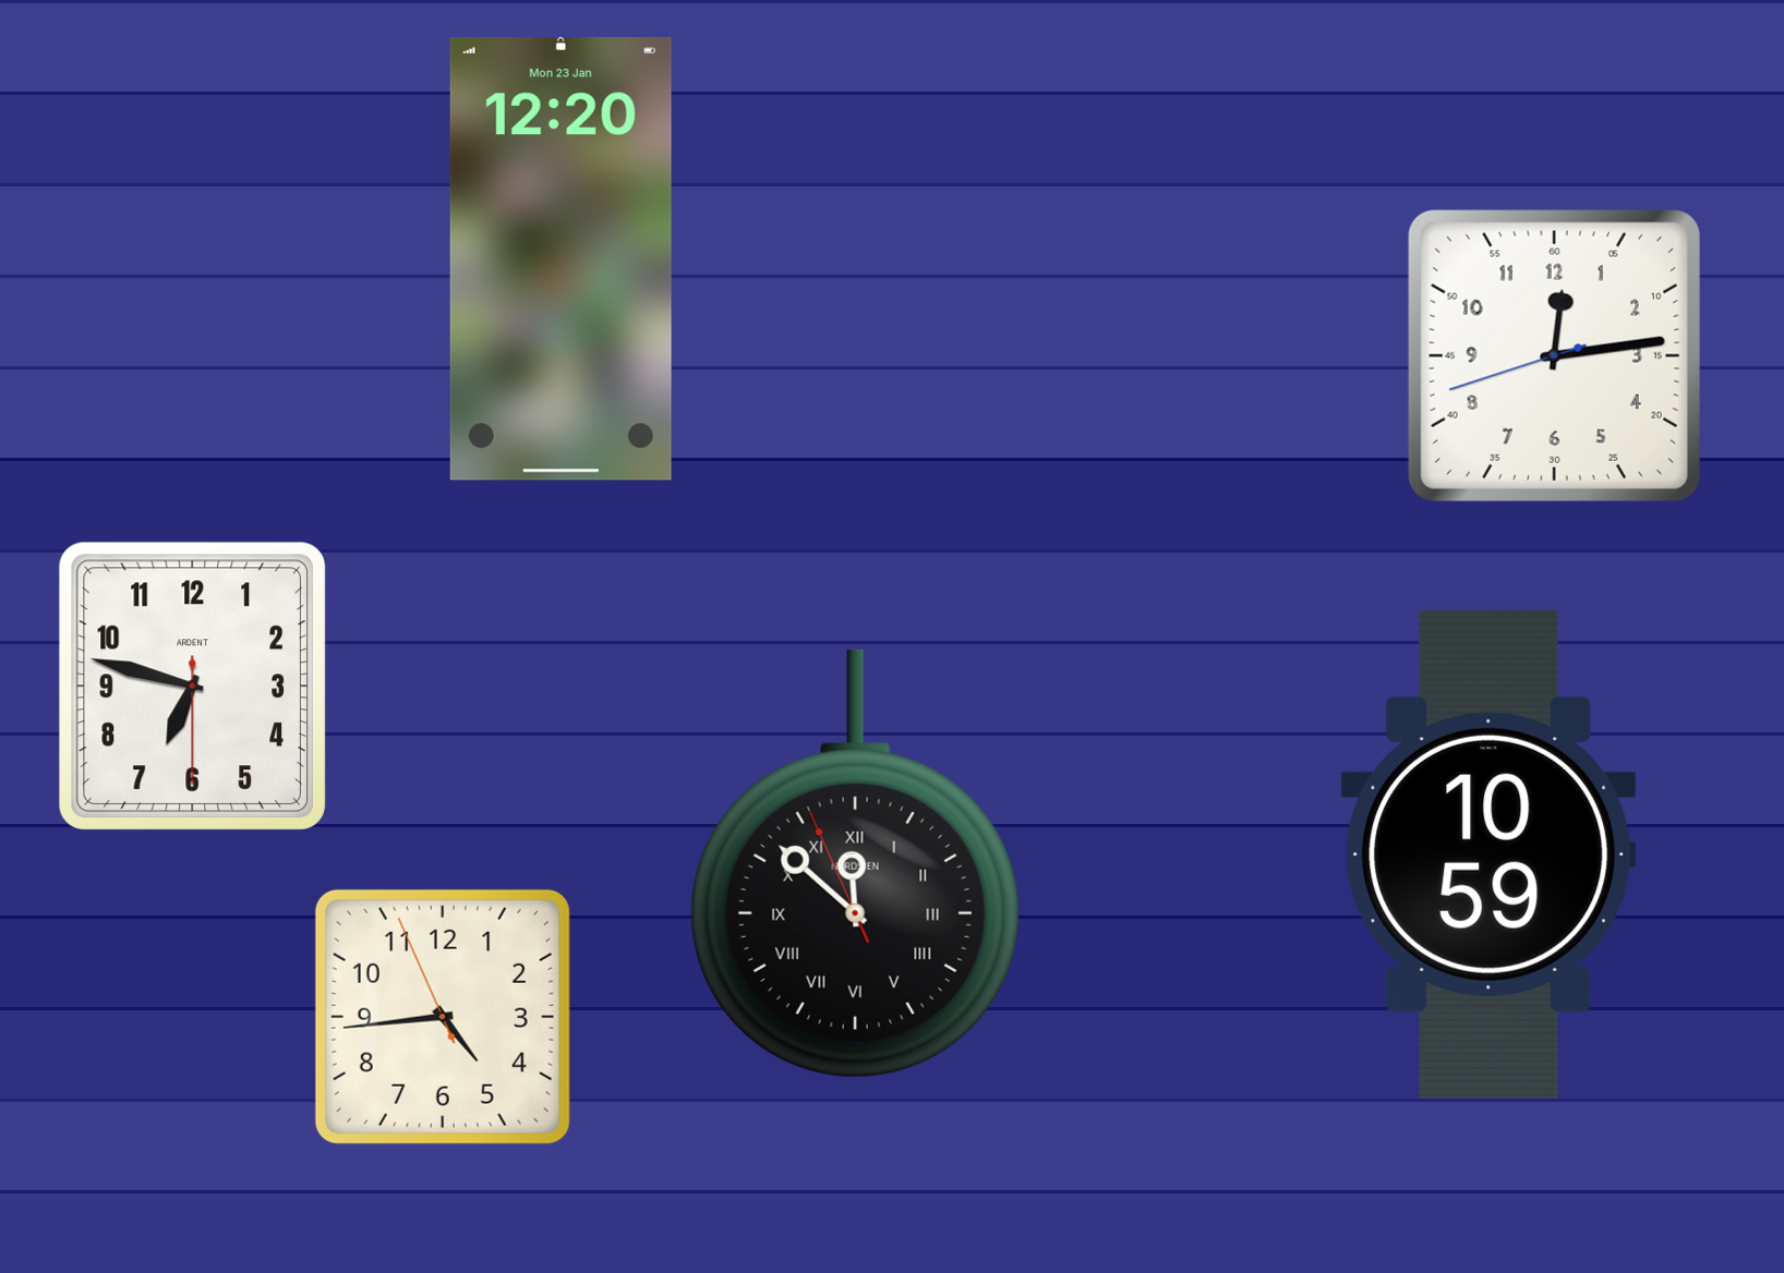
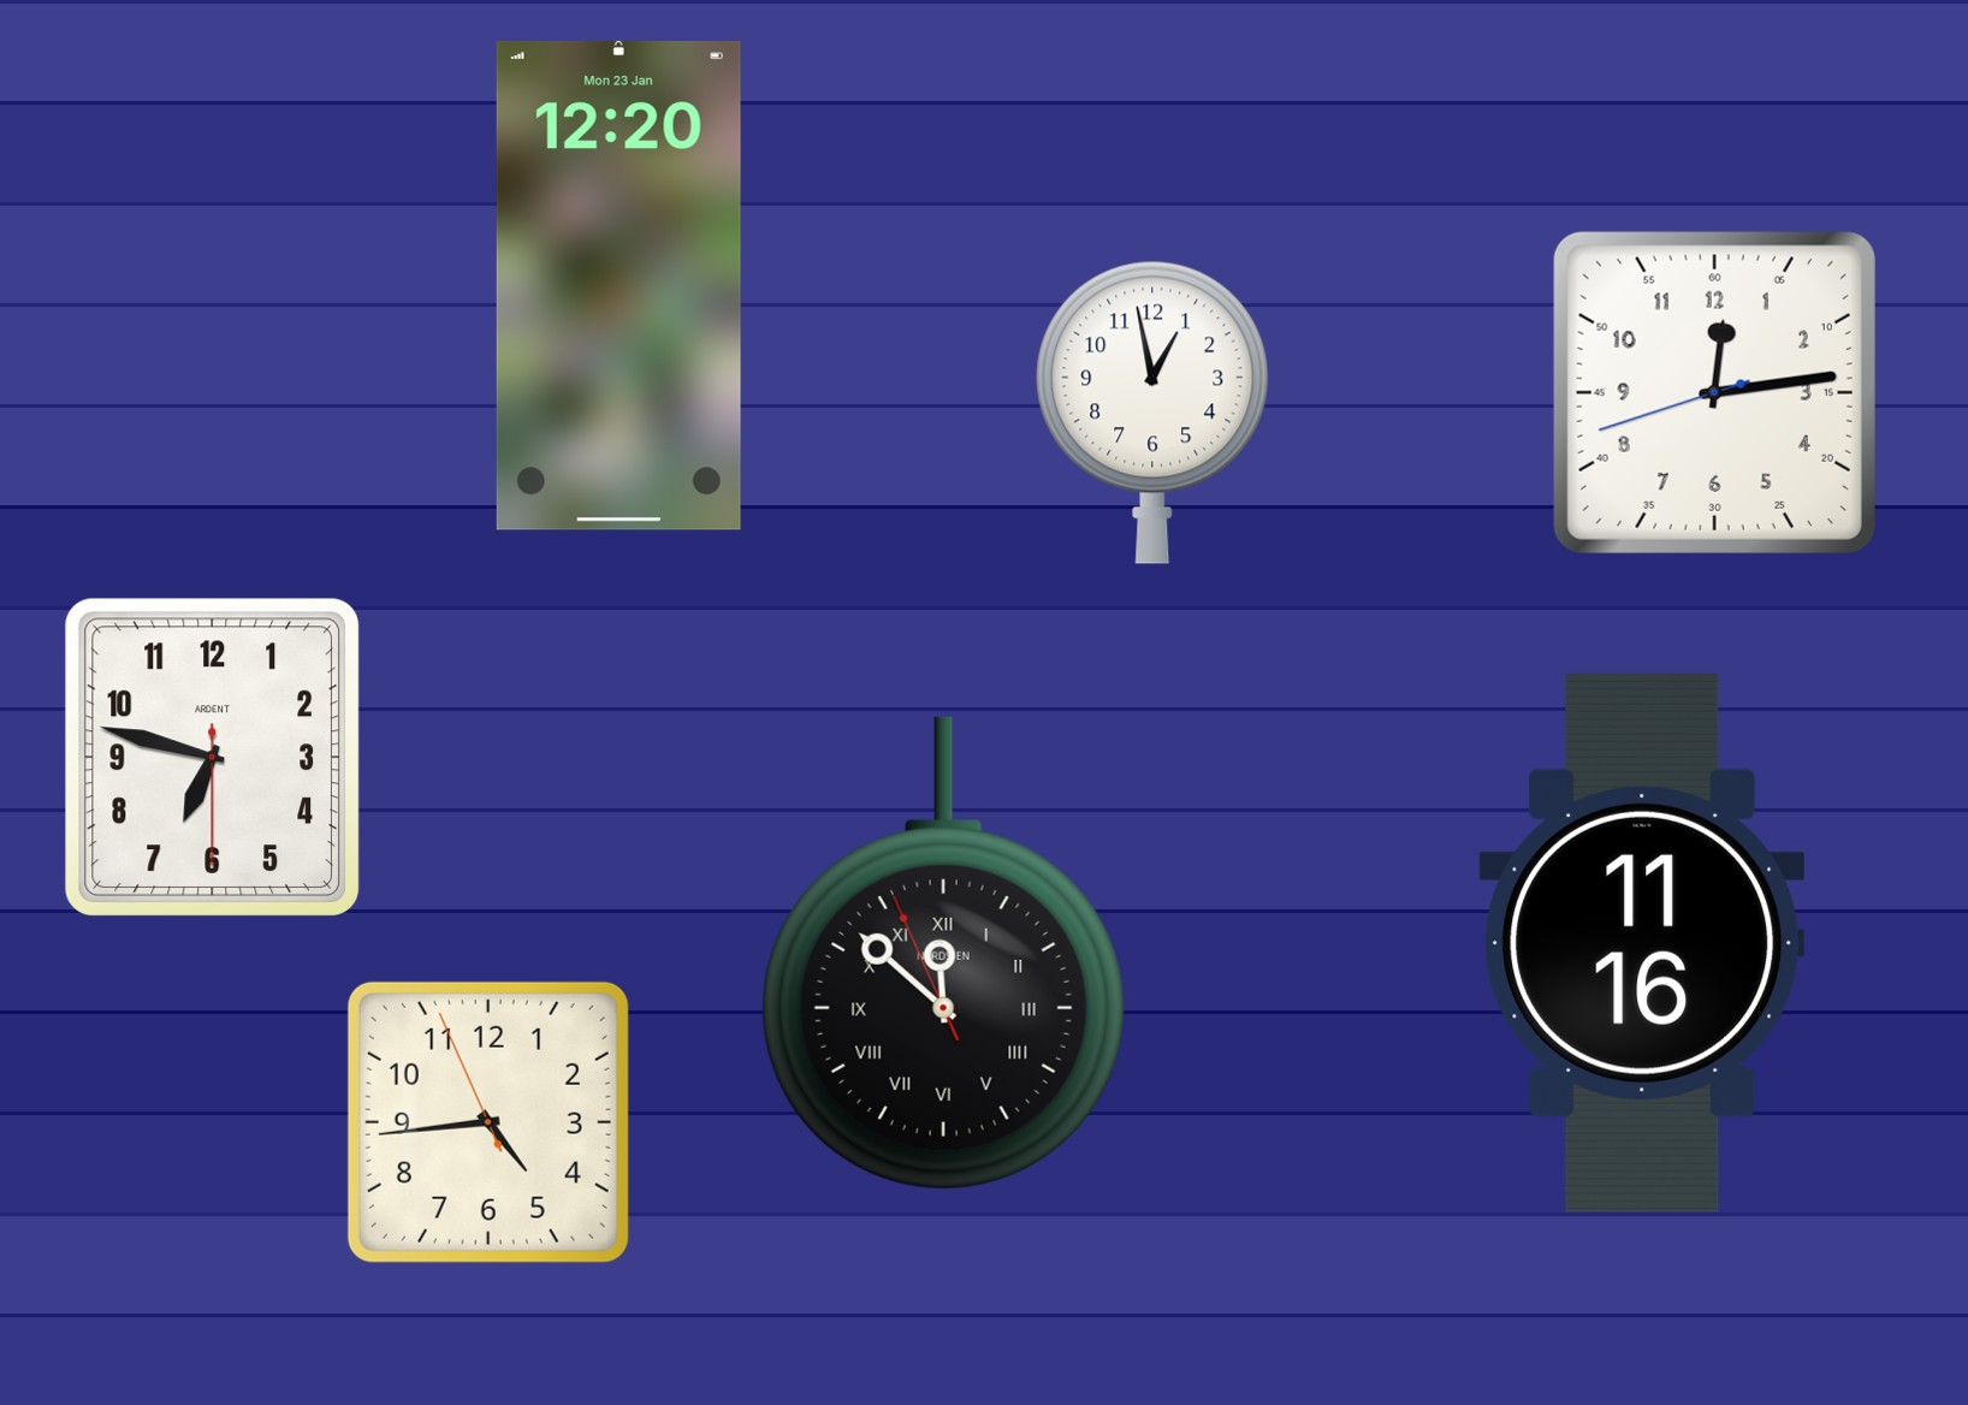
clock at (1152, 413): none -> 12:58
clock at (1488, 854): 10:59 -> 11:16
